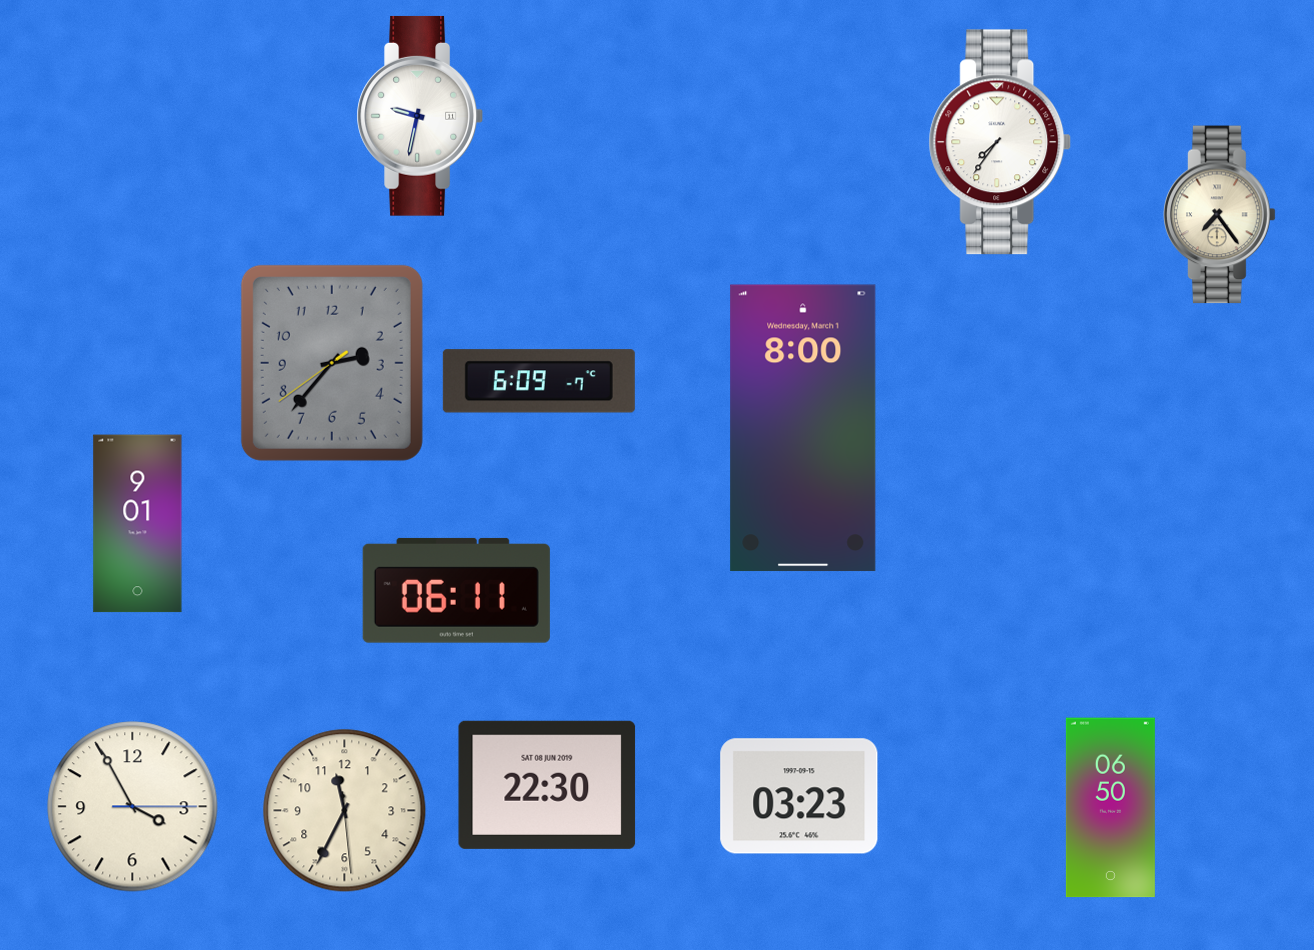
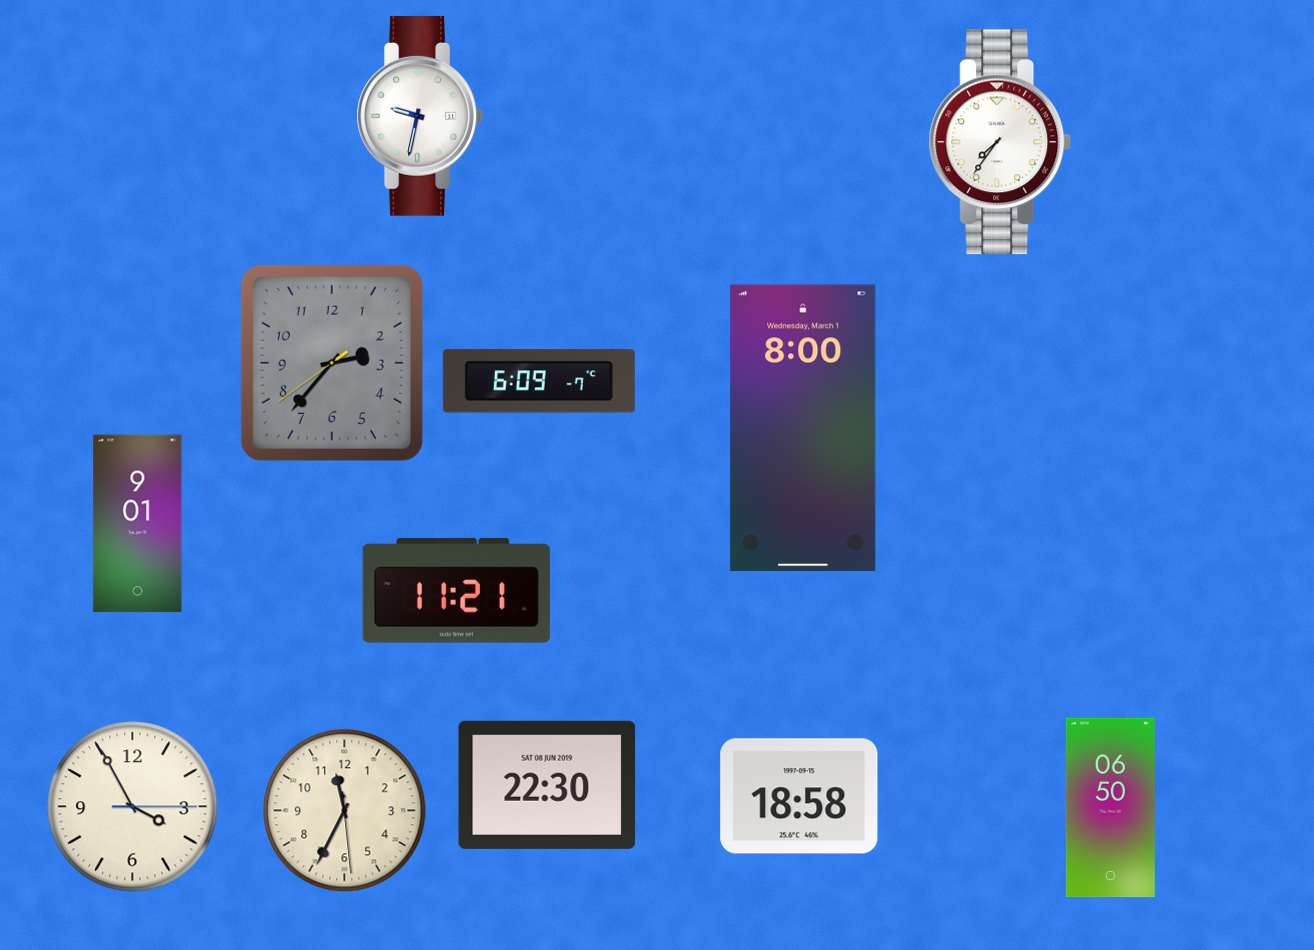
clock at (1220, 215): 7:24 -> none
clock at (456, 590): 06:11 -> 11:21
clock at (799, 796): 03:23 -> 18:58
